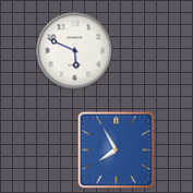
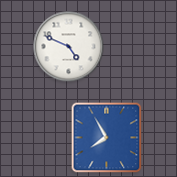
clock at (75, 51): 5:49 -> 4:49
